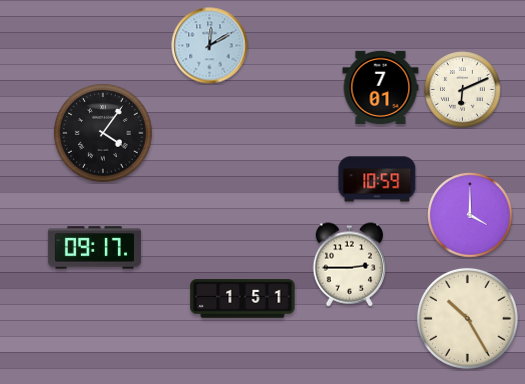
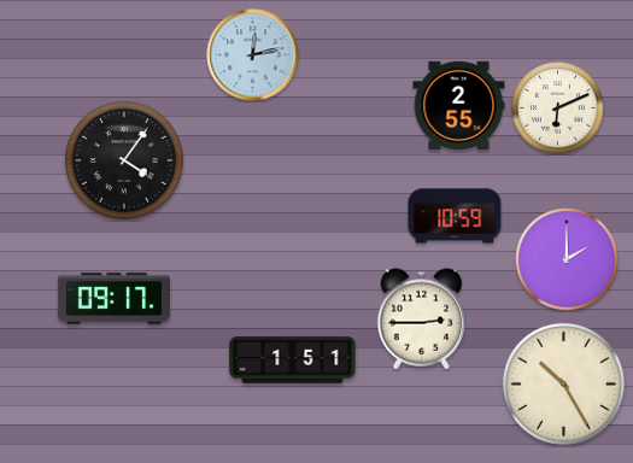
clock at (210, 46): 12:10 -> 12:13
clock at (381, 87): 7:01 -> 2:55
clock at (470, 215): 4:00 -> 2:00
